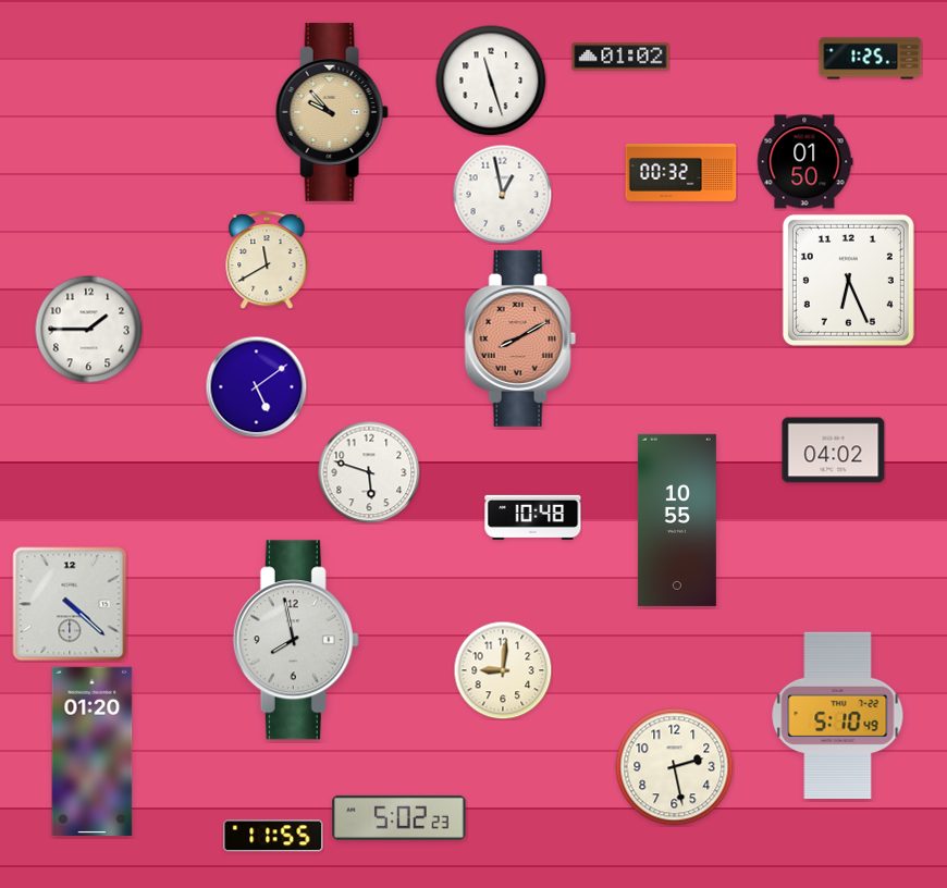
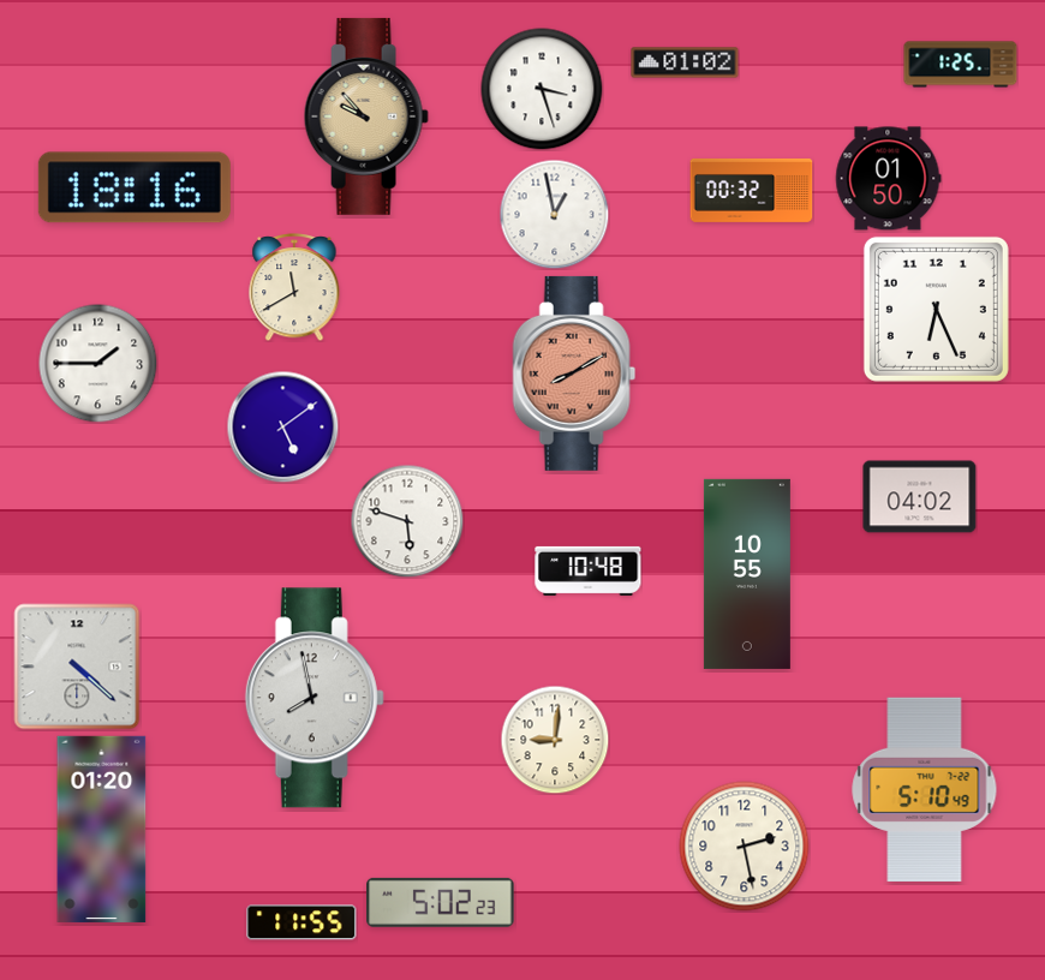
clock at (491, 81): 11:27 -> 3:27
clock at (332, 112) position: (332, 112) -> (366, 116)
clock at (135, 187): none -> 18:16
clock at (296, 640) position: (296, 640) -> (315, 698)
